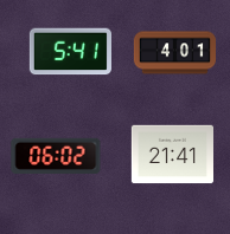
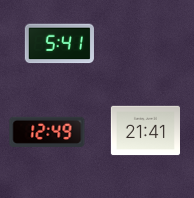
clock at (174, 53): 4:01 -> none
clock at (56, 156): 06:02 -> 12:49
